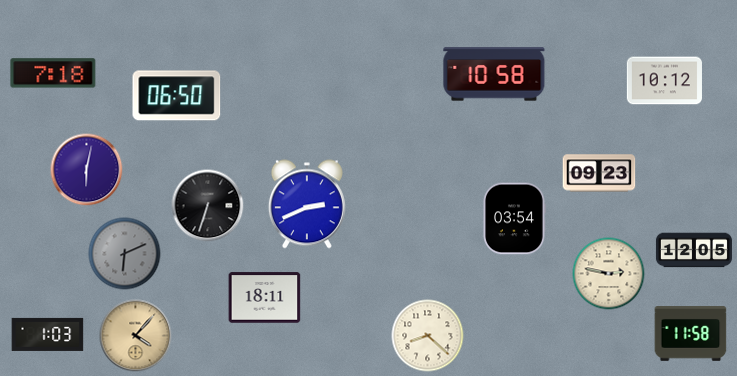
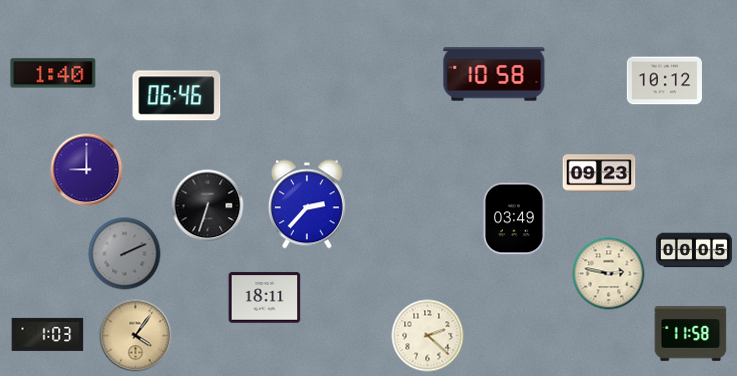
clock at (53, 73): 7:18 -> 1:40
clock at (177, 96): 06:50 -> 06:46
clock at (87, 170): 6:02 -> 9:00
clock at (307, 204): 2:41 -> 2:37
clock at (514, 219): 03:54 -> 03:49
clock at (694, 250): 12:05 -> 00:05
clock at (125, 254): 6:11 -> 2:11
clock at (136, 336): 4:07 -> 4:06
clock at (428, 336): 8:22 -> 2:22
